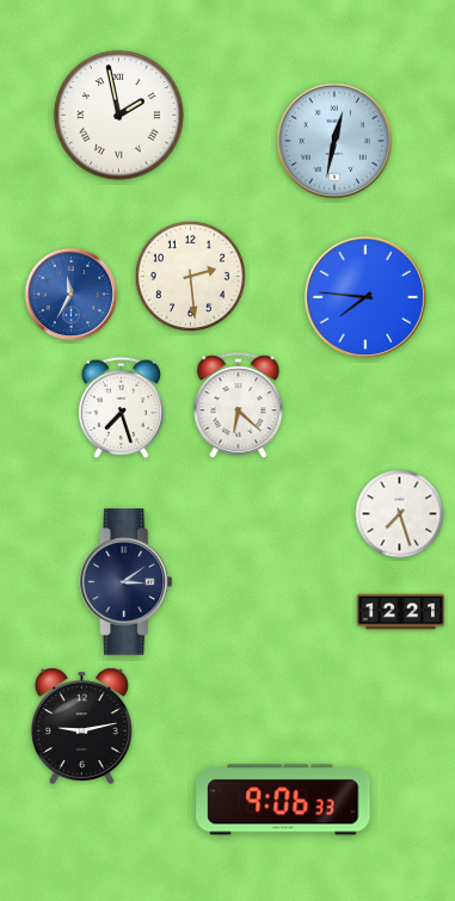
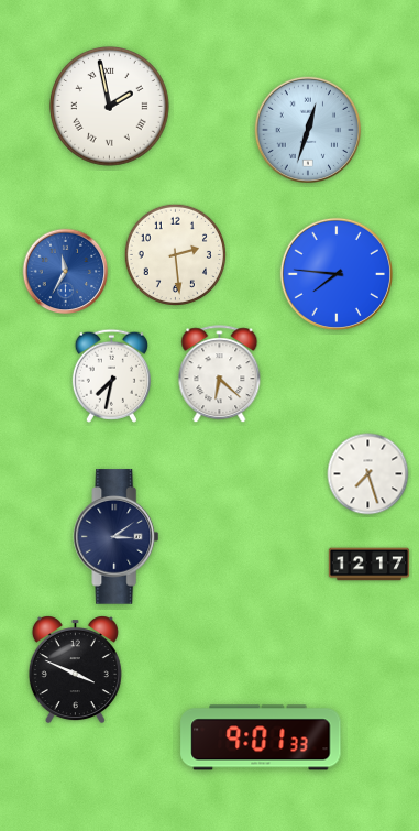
clock at (333, 140): 12:32 -> 12:33
clock at (121, 407): 7:27 -> 7:32
clock at (401, 612): 12:21 -> 12:17
clock at (81, 727): 9:13 -> 3:49
clock at (283, 800): 9:06 -> 9:01
